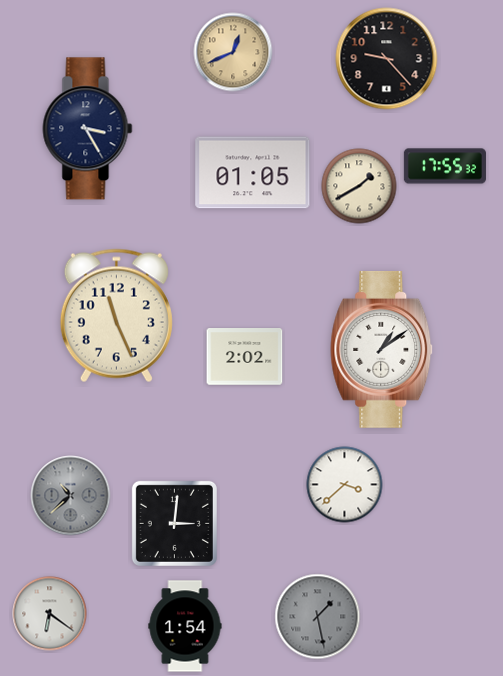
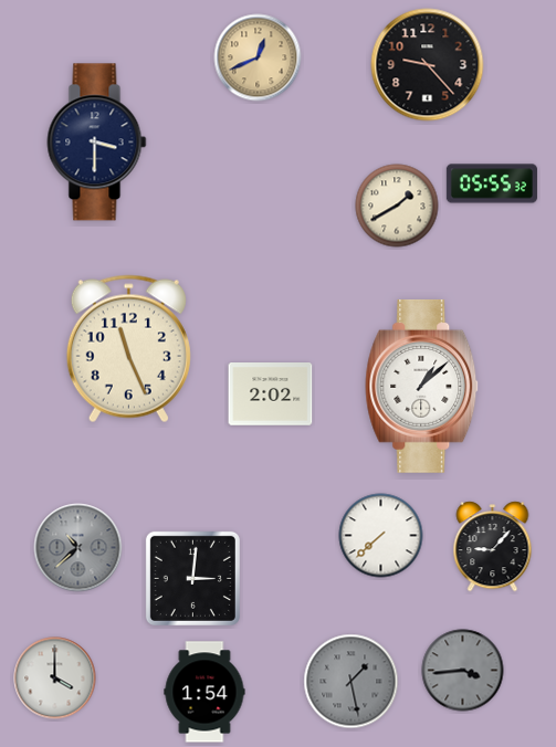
clock at (88, 129): 3:25 -> 3:30
clock at (445, 166): 17:55 -> 05:55
clock at (253, 173): 01:05 -> none
clock at (382, 349): 1:09 -> 1:08
clock at (345, 485): 3:38 -> 7:38
clock at (493, 547): none -> 9:07
clock at (463, 671): none -> 3:44
clock at (50, 614): 6:21 -> 4:00
